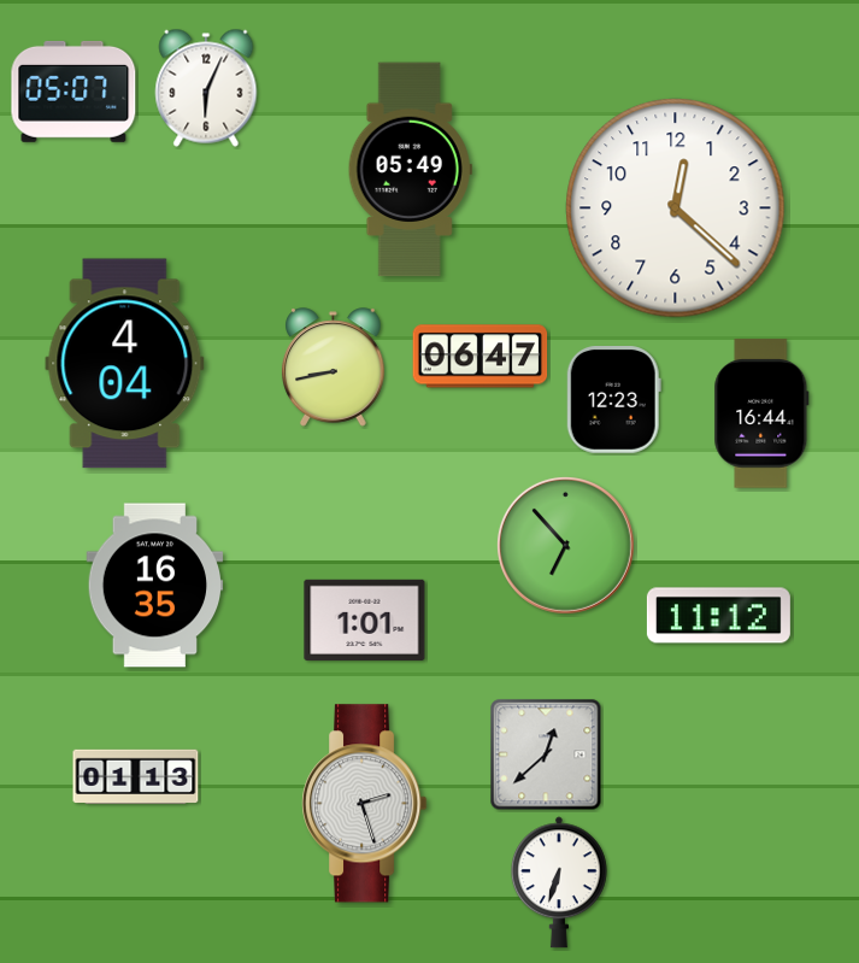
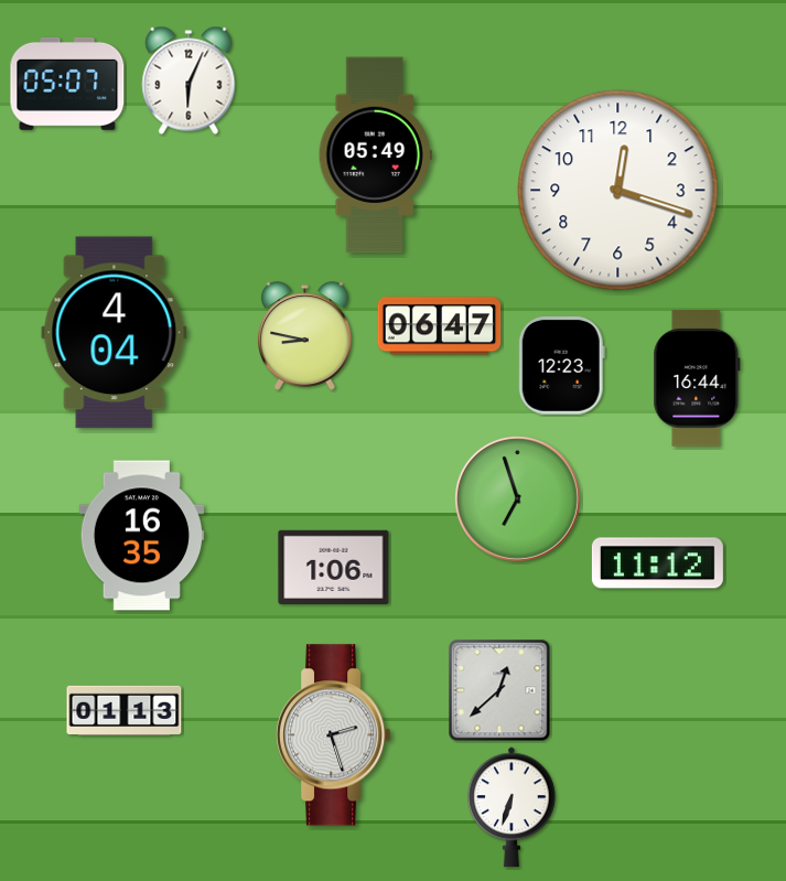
clock at (676, 209): 12:22 -> 12:18
clock at (334, 368): 8:43 -> 8:47
clock at (565, 545): 6:53 -> 6:57
clock at (365, 620): 1:01 -> 1:06
